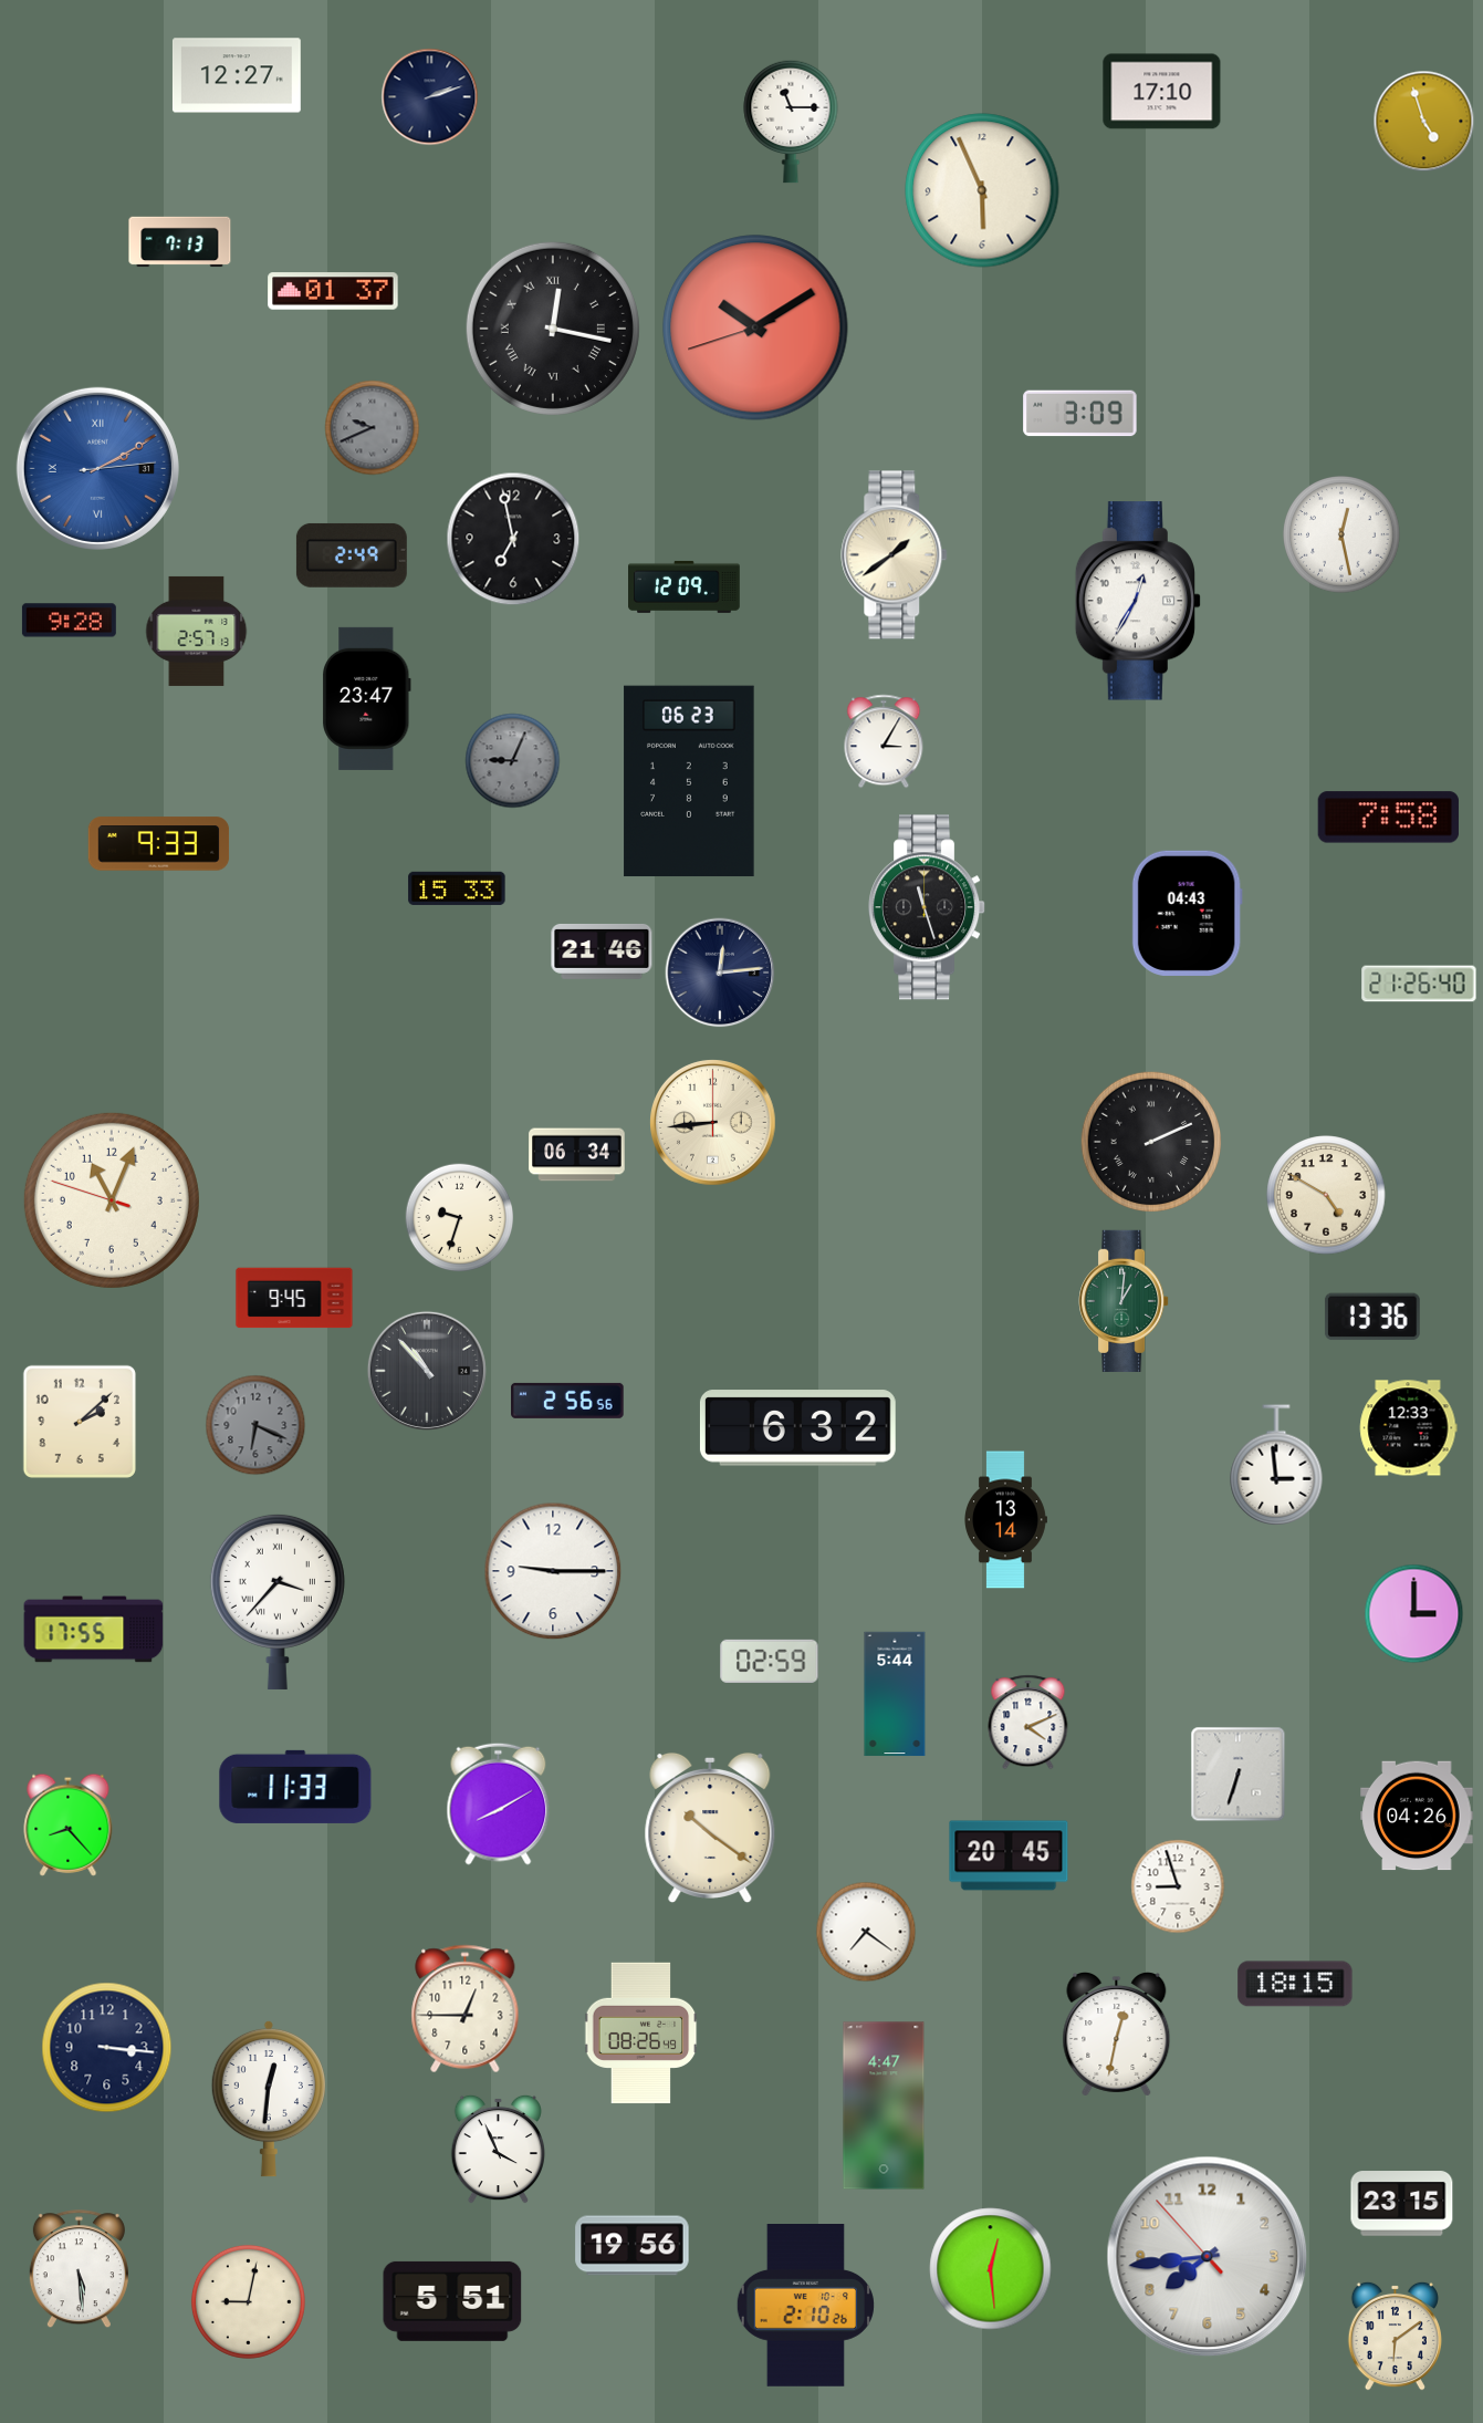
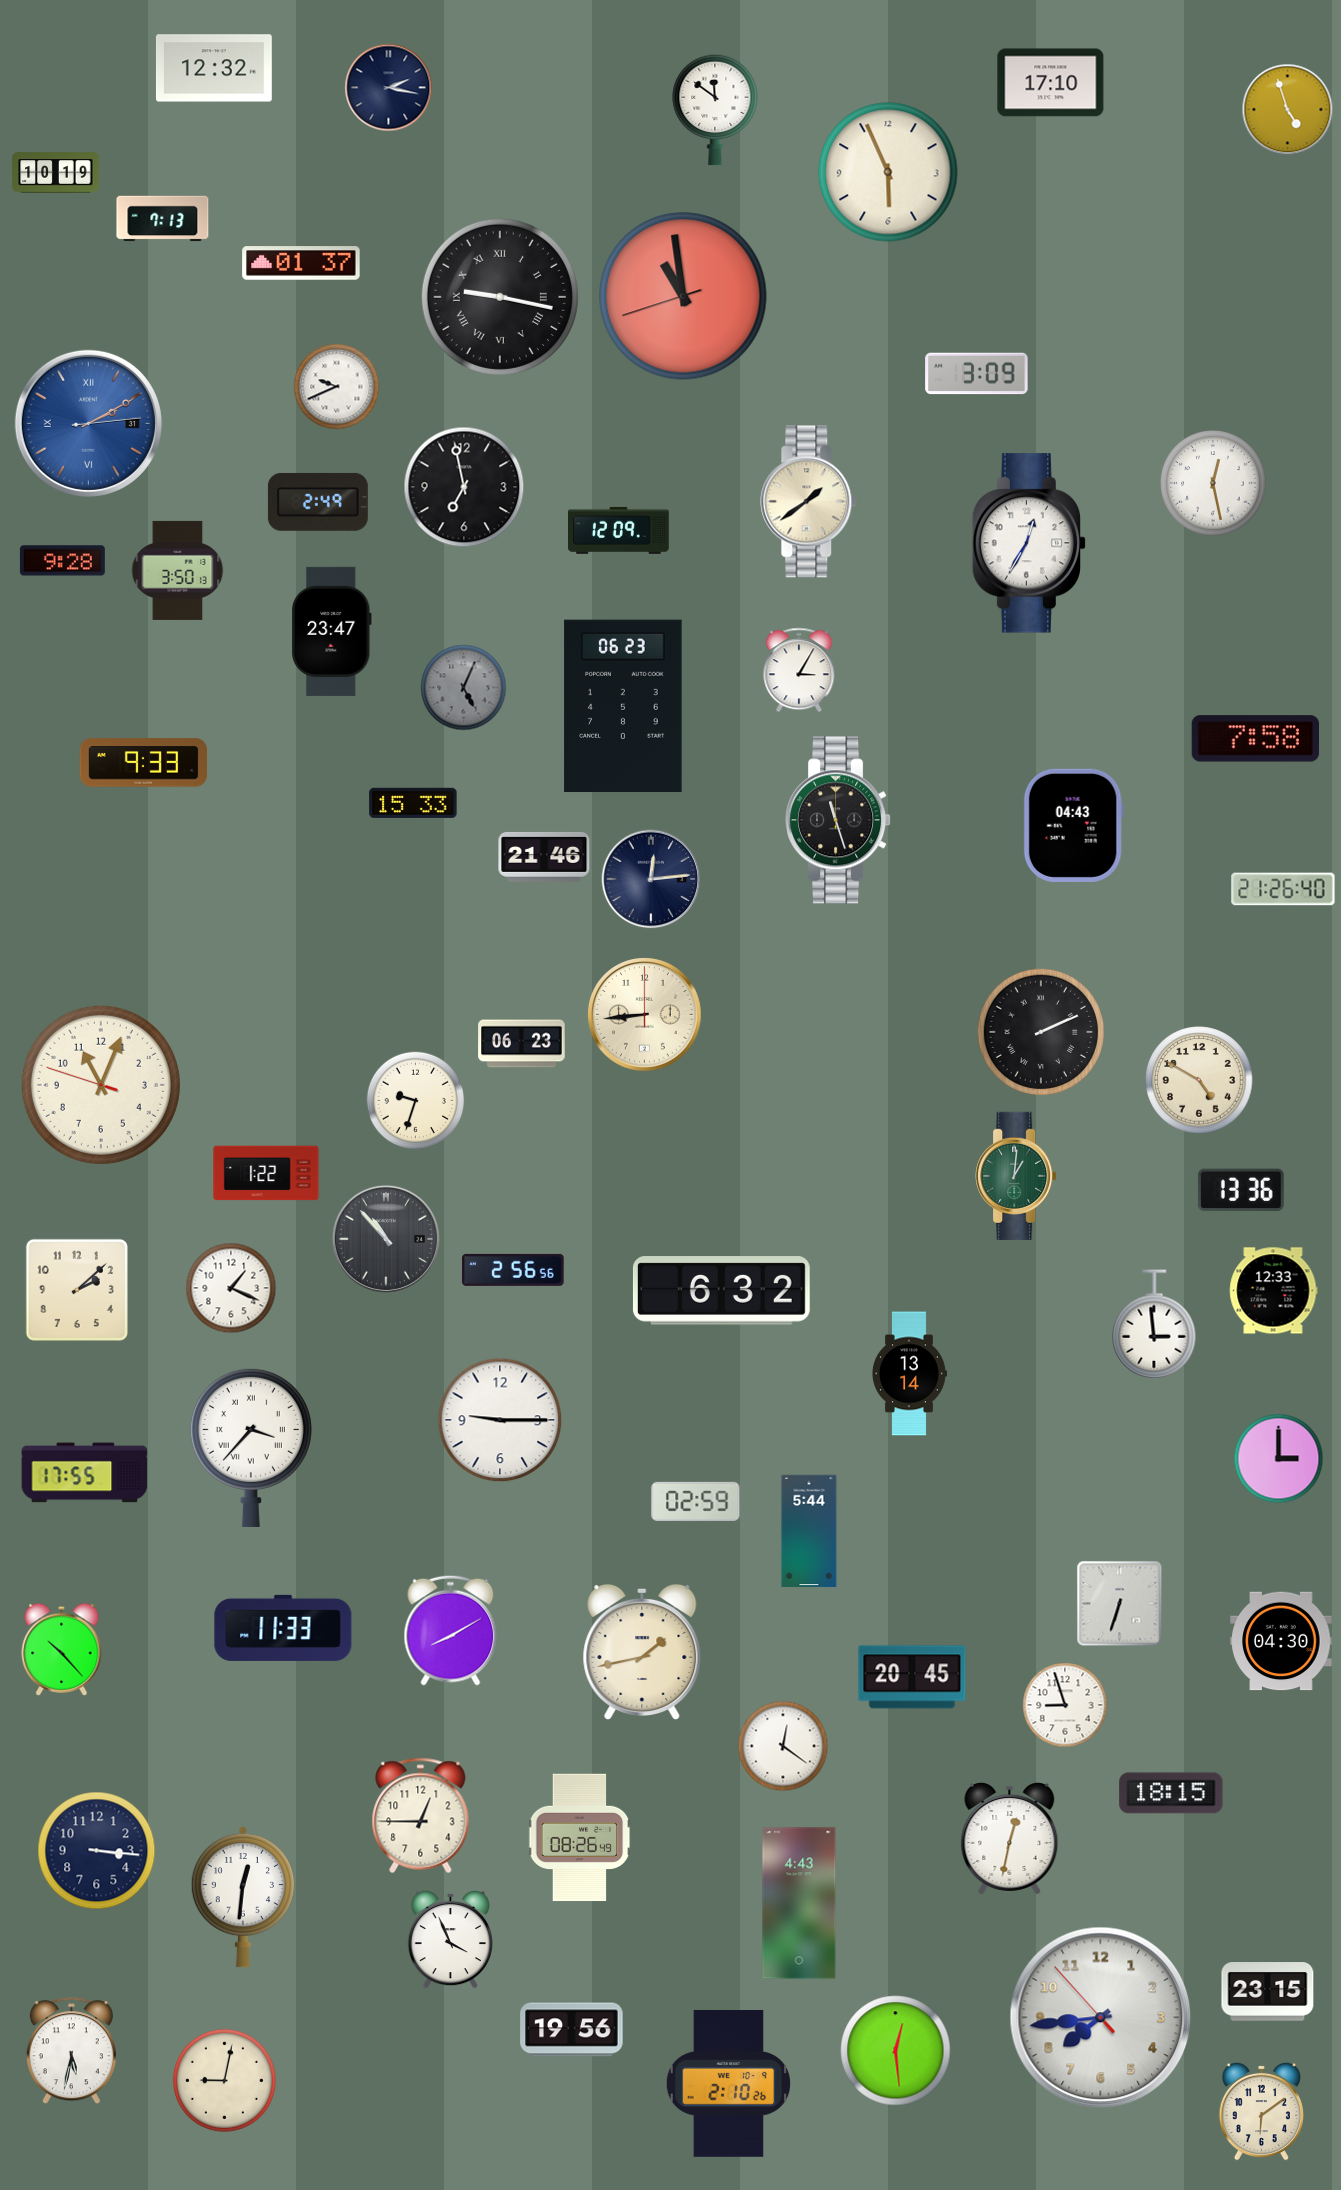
clock at (237, 75): 12:27 -> 12:32
clock at (430, 97): 2:12 -> 2:17
clock at (791, 122): 11:15 -> 11:51
clock at (56, 173): none -> 10:19
clock at (755, 327): 10:09 -> 10:58
clock at (553, 329): 12:17 -> 9:17
clock at (373, 428) dial: grey -> white
clock at (197, 631): 2:57 -> 3:50
clock at (513, 761): 9:04 -> 5:04
clock at (602, 951) position: (602, 951) -> (544, 857)
clock at (577, 1155): 06:34 -> 06:23
clock at (294, 1298): 9:45 -> 1:22
clock at (567, 1401) position: (567, 1401) -> (513, 1270)
clock at (80, 1422) position: (80, 1422) -> (77, 1290)
clock at (255, 1425): 6:19 -> 1:19
clock at (255, 1425) dial: grey -> white
clock at (1028, 1723): 4:11 -> none
clock at (295, 1787) position: (295, 1787) -> (283, 1628)
clock at (1417, 1816): 04:26 -> 04:30
clock at (69, 1824): 8:23 -> 10:23
clock at (710, 1827): 10:21 -> 1:43
clock at (866, 1932): 7:21 -> 12:21
clock at (884, 2105): 4:47 -> 4:43
clock at (498, 2149) position: (498, 2149) -> (450, 1939)
clock at (1208, 2257) position: (1208, 2257) -> (1101, 2018)
clock at (79, 2269): 5:29 -> 5:32
clock at (452, 2301): 5:51 -> none
